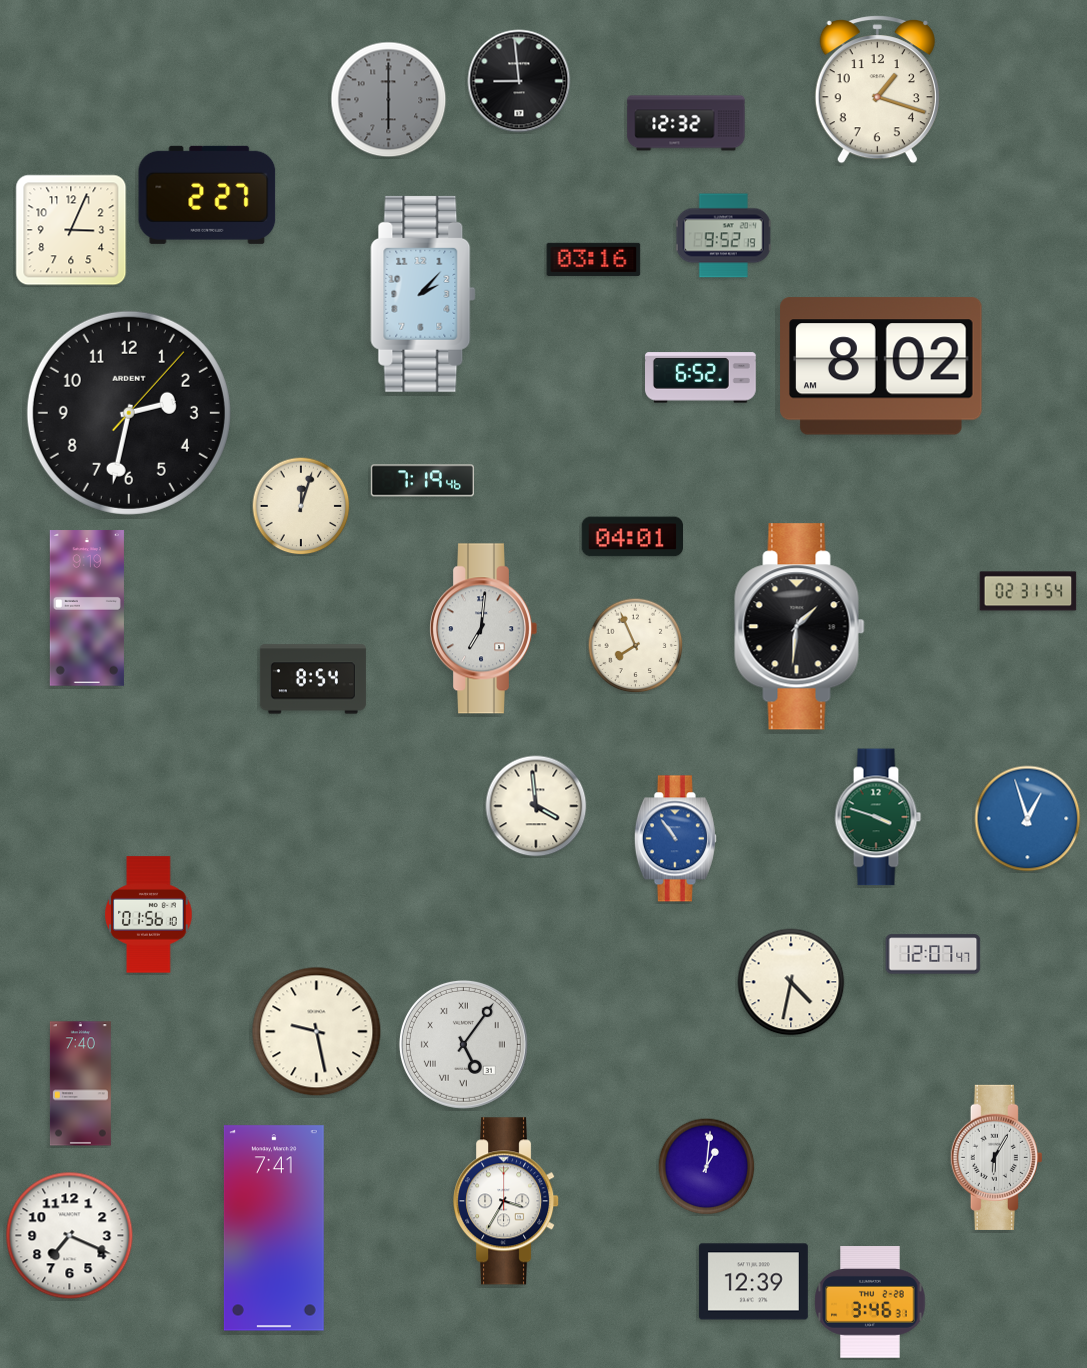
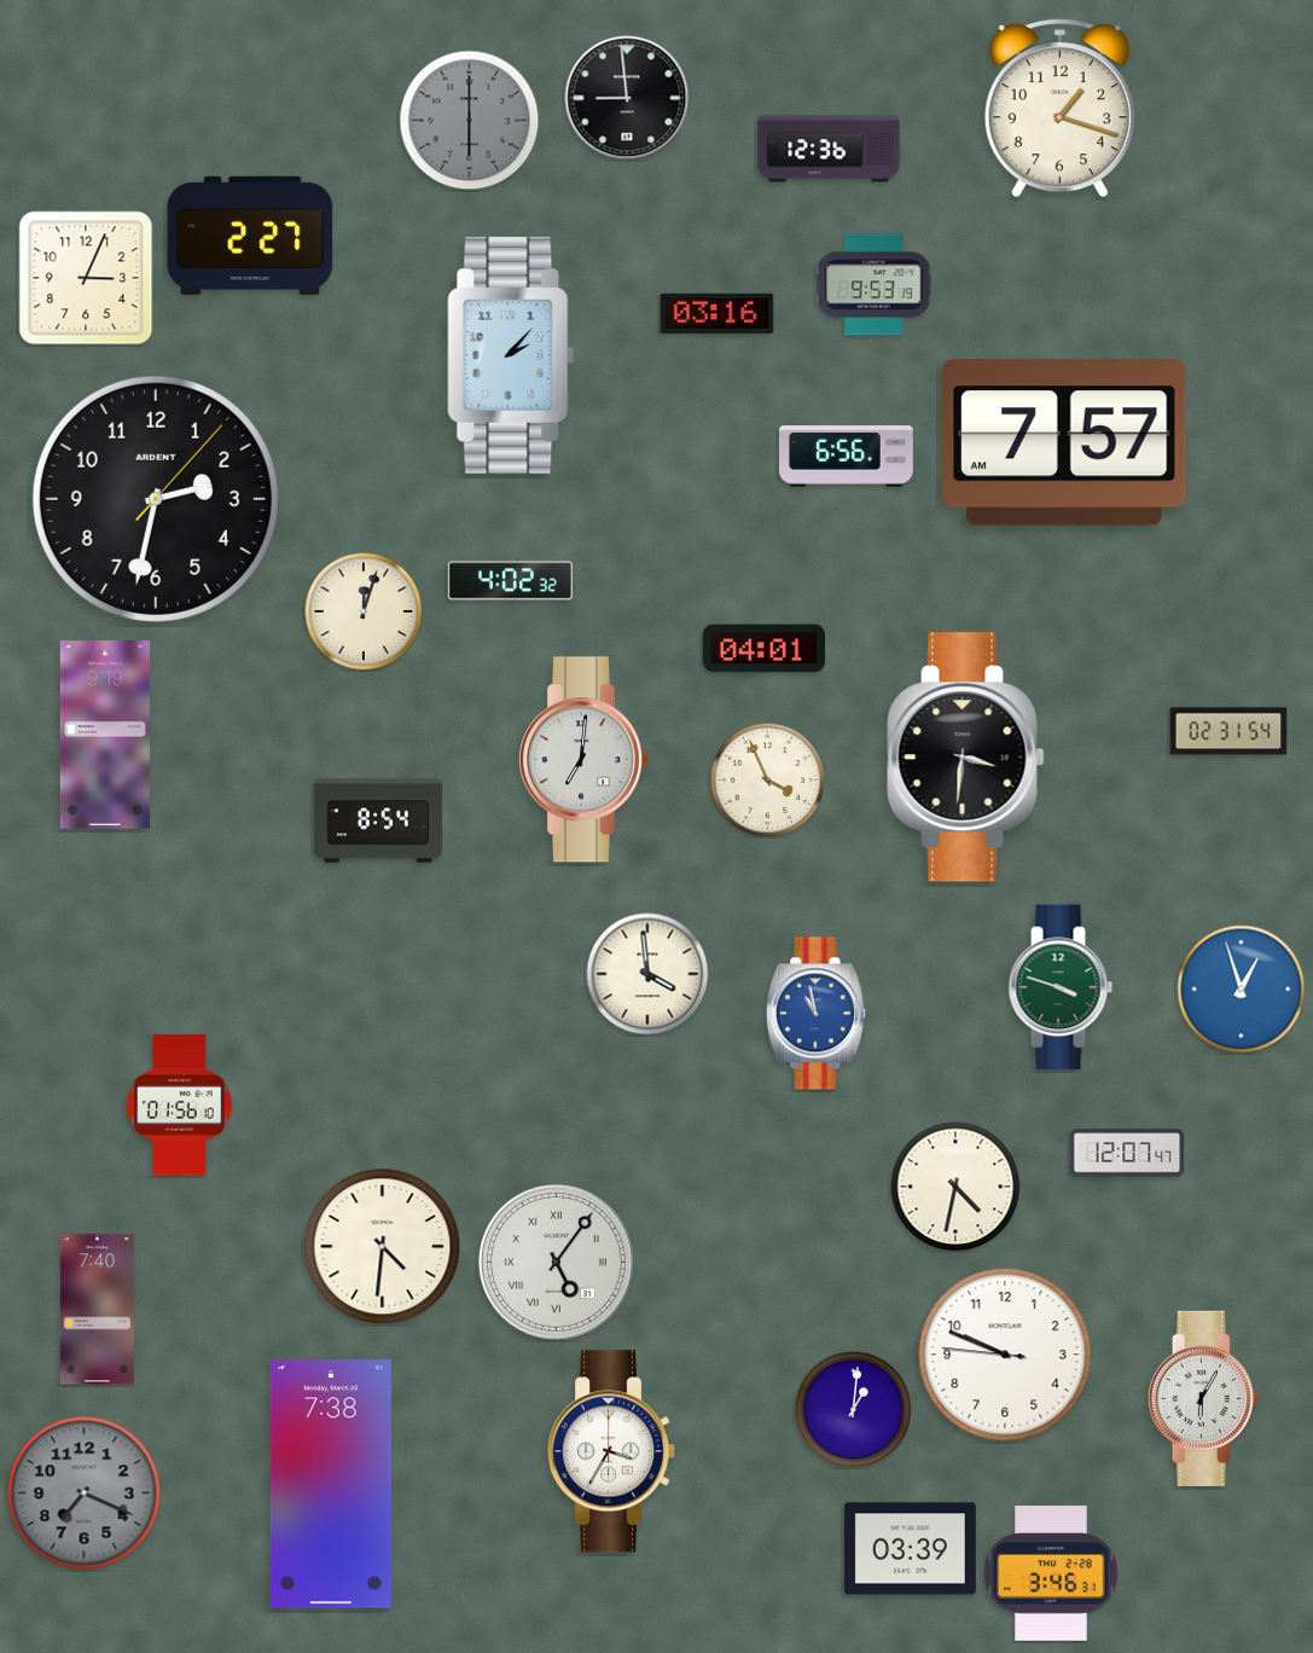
clock at (686, 123): 12:32 -> 12:36
clock at (723, 236): 9:52 -> 9:53
clock at (881, 366): 8:02 -> 7:57
clock at (701, 378): 6:52 -> 6:56
clock at (422, 481): 7:19 -> 4:02
clock at (1028, 591) position: (1028, 591) -> (1228, 731)
clock at (800, 627): 1:31 -> 3:31
clock at (635, 645): 7:56 -> 3:56
clock at (675, 839): 10:54 -> 10:58
clock at (317, 1032): 9:28 -> 4:31
clock at (463, 1044) position: (463, 1044) -> (556, 1261)
clock at (1005, 1355): none -> 9:48
clock at (274, 1228): 7:41 -> 7:38
clock at (70, 1236) dial: white -> grey
clock at (753, 1282): 12:39 -> 03:39
